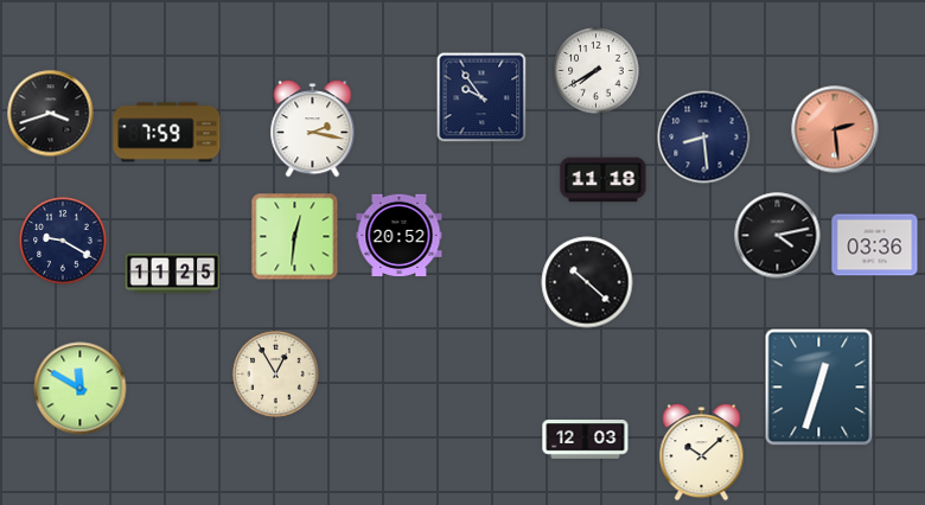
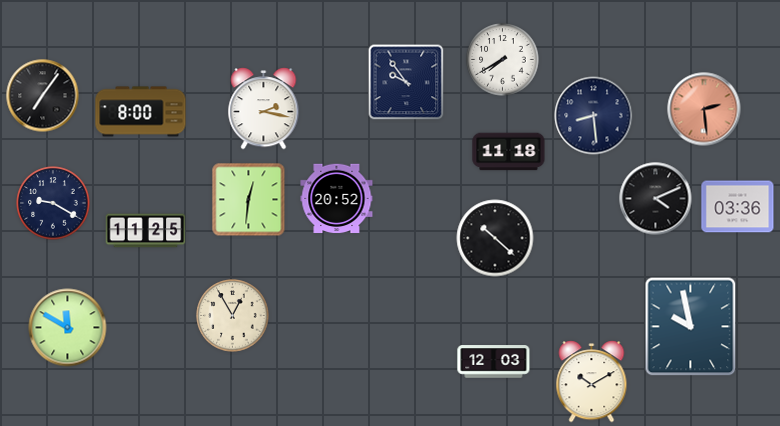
clock at (51, 114): 3:42 -> 7:06
clock at (167, 133): 7:59 -> 8:00
clock at (778, 236): 4:13 -> 4:11
clock at (819, 388): 12:33 -> 9:58
clock at (586, 440) position: (586, 440) -> (494, 362)
clock at (702, 453): 10:08 -> 10:10
